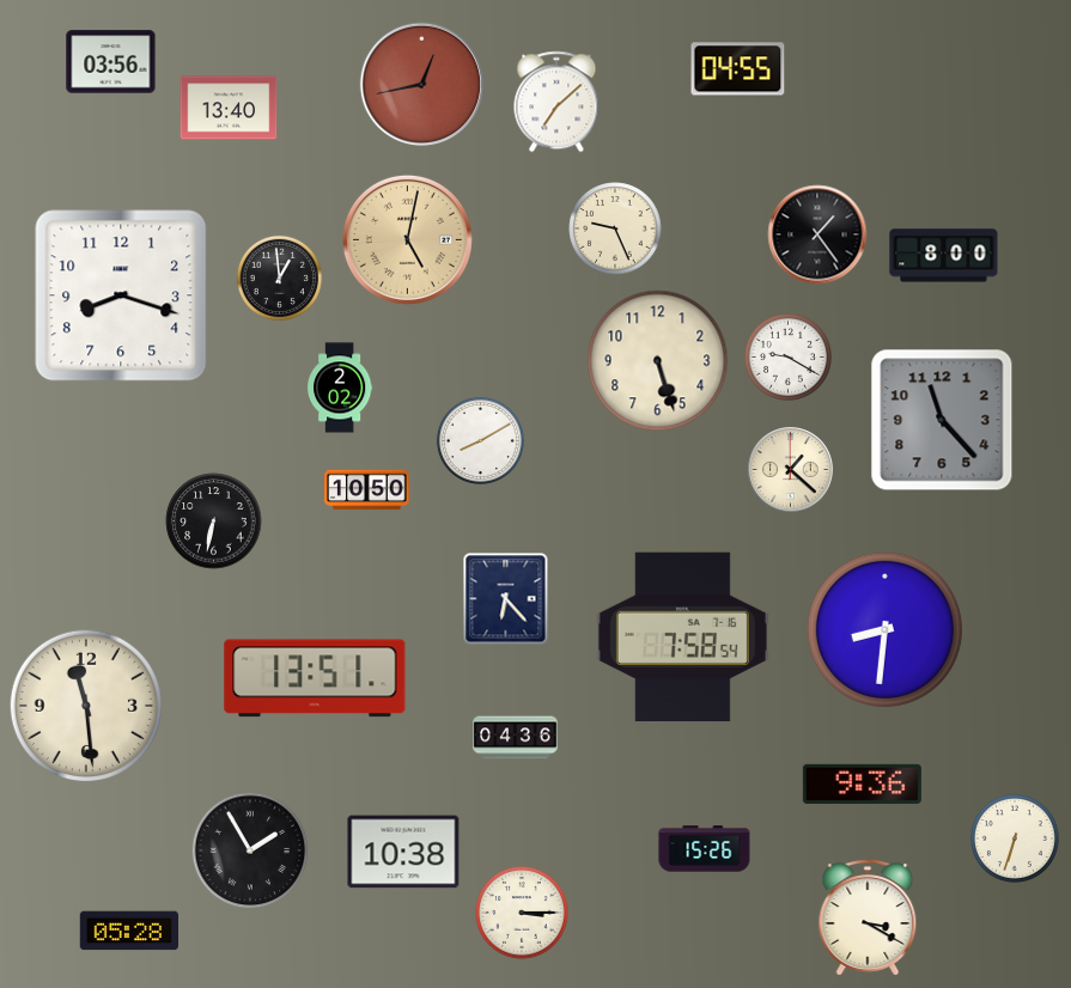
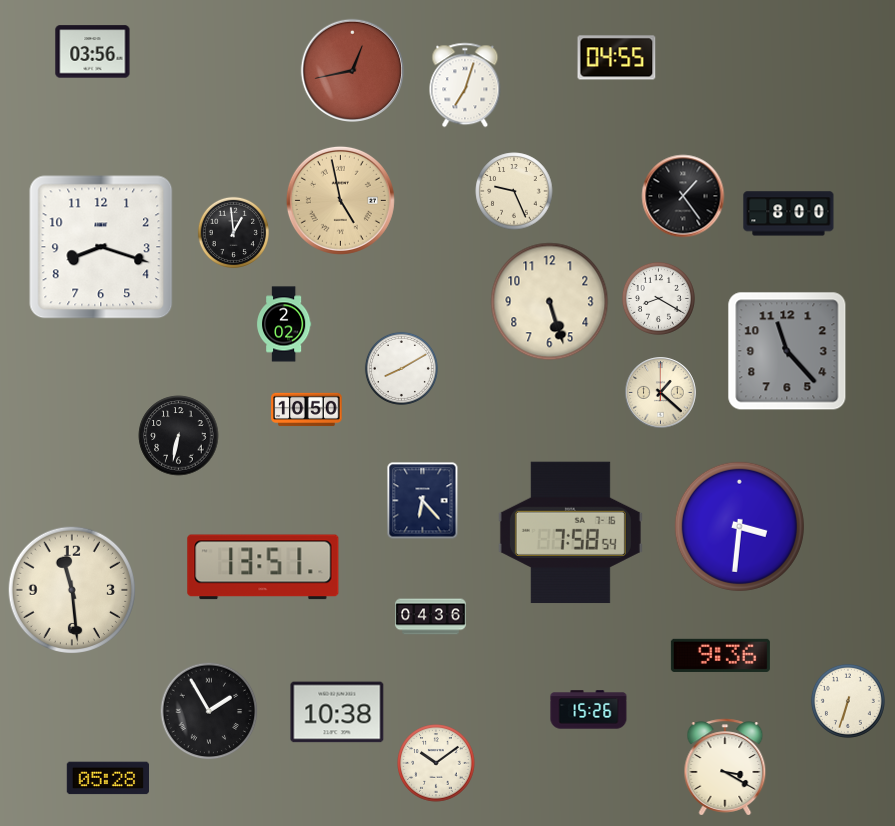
clock at (556, 102): 7:08 -> 7:03
clock at (229, 108): 13:40 -> none
clock at (407, 239): 5:02 -> 4:58
clock at (787, 356): 9:20 -> 8:20
clock at (884, 629): 8:31 -> 3:31
clock at (522, 913): 3:15 -> 10:09
